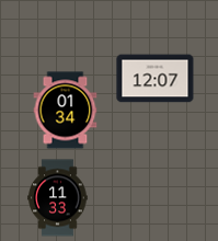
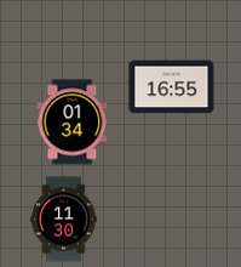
clock at (156, 79): 12:07 -> 16:55
clock at (58, 198): 11:33 -> 11:30
